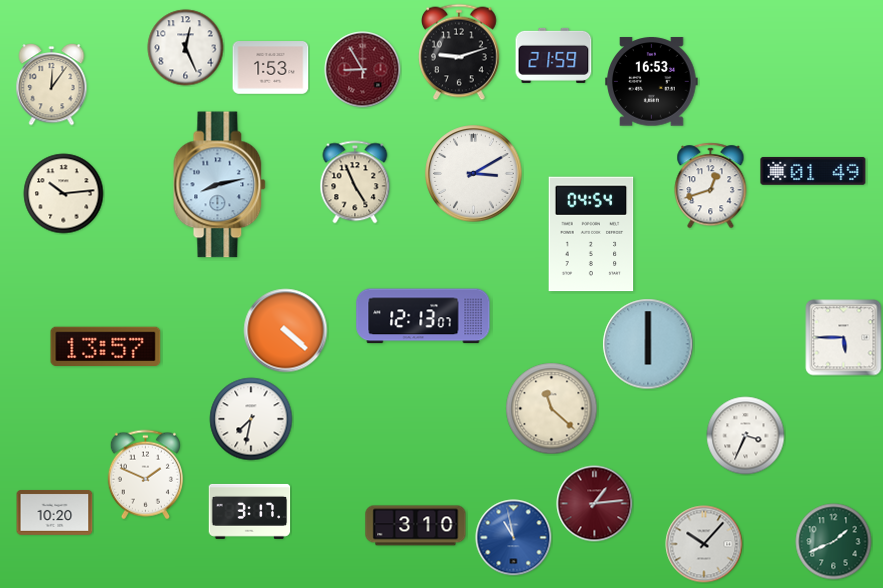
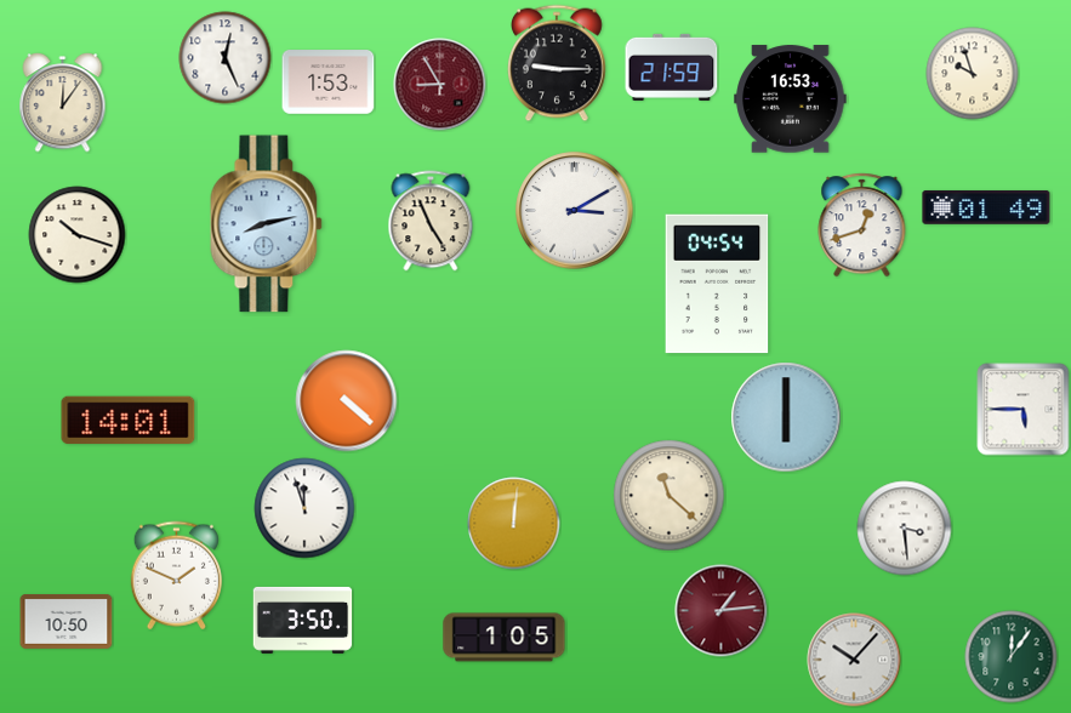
clock at (460, 52): 9:12 -> 9:15
clock at (973, 74): none -> 9:57
clock at (64, 194): 10:14 -> 10:18
clock at (423, 316): 12:13 -> none
clock at (106, 347): 13:57 -> 14:01
clock at (251, 419): 7:32 -> 11:57
clock at (514, 524): none -> 12:01
clock at (746, 436): 3:34 -> 3:29
clock at (250, 511): 3:17 -> 3:50
clock at (55, 513): 10:20 -> 10:50
clock at (416, 526): 3:10 -> 1:05
clock at (514, 538): 10:58 -> none
clock at (834, 542): 1:41 -> 12:06
